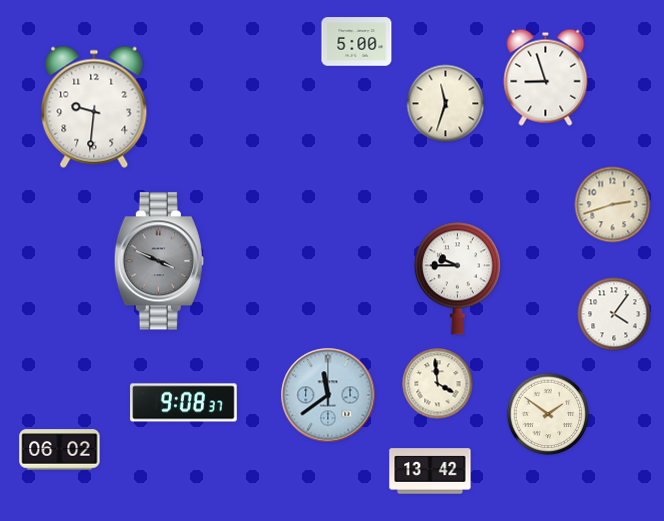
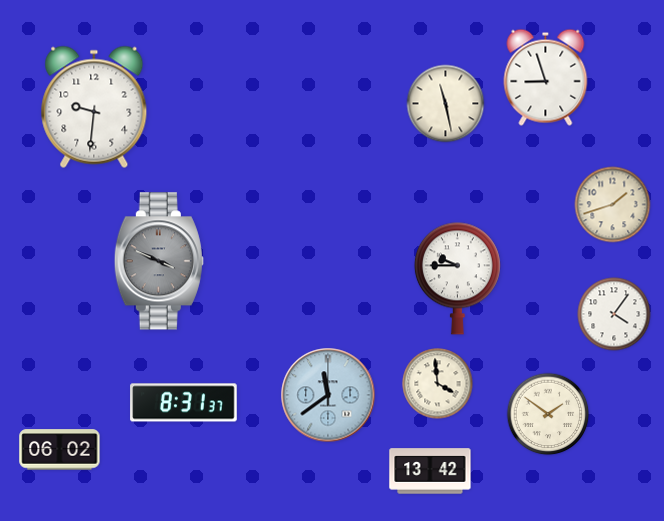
clock at (357, 42): 5:00 -> none
clock at (446, 104): 11:33 -> 11:28
clock at (613, 205): 2:42 -> 1:42
clock at (184, 403): 9:08 -> 8:31
